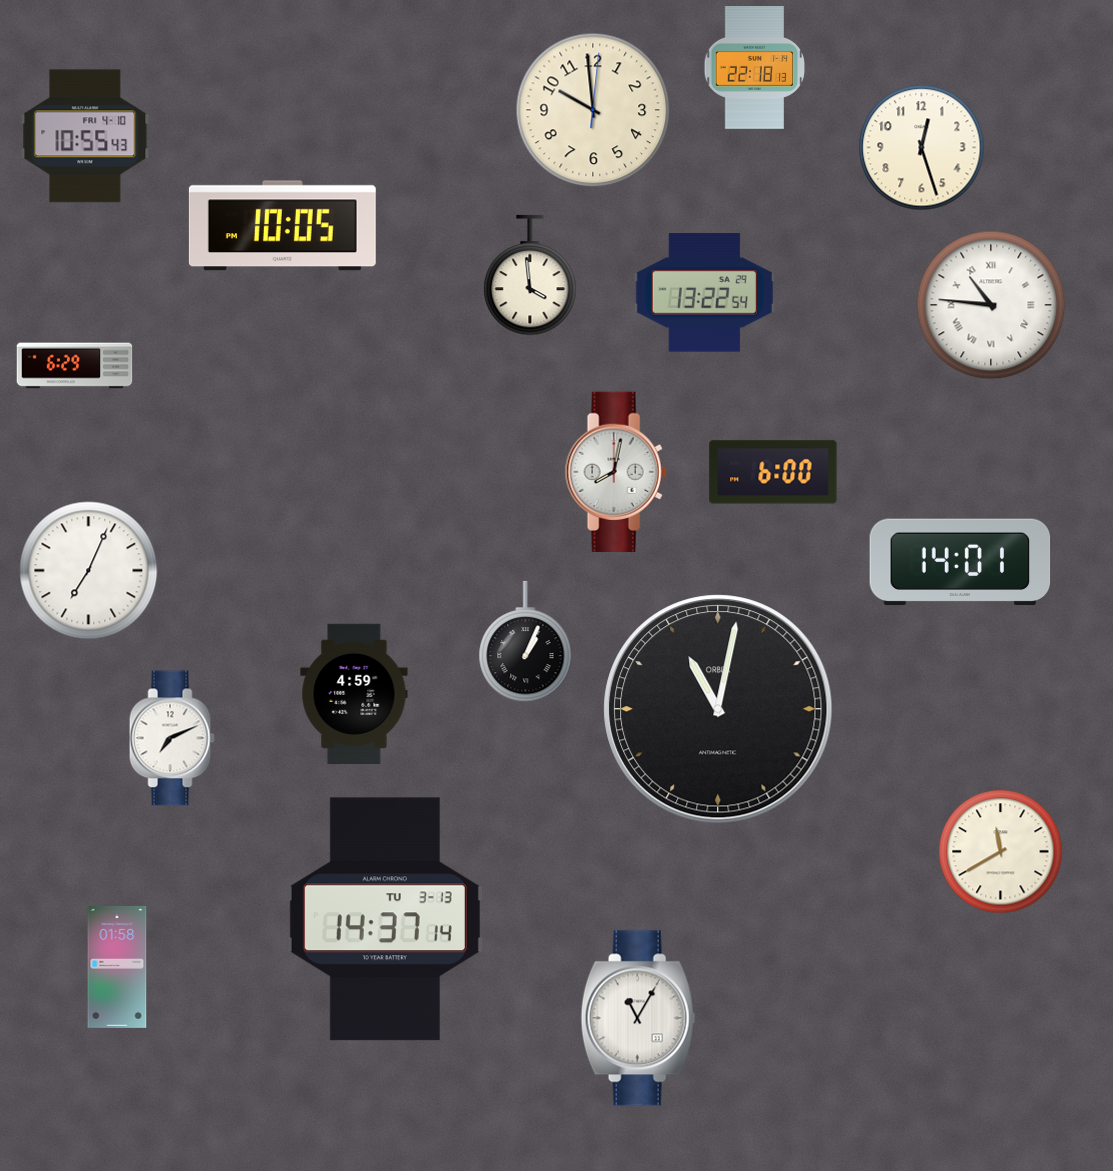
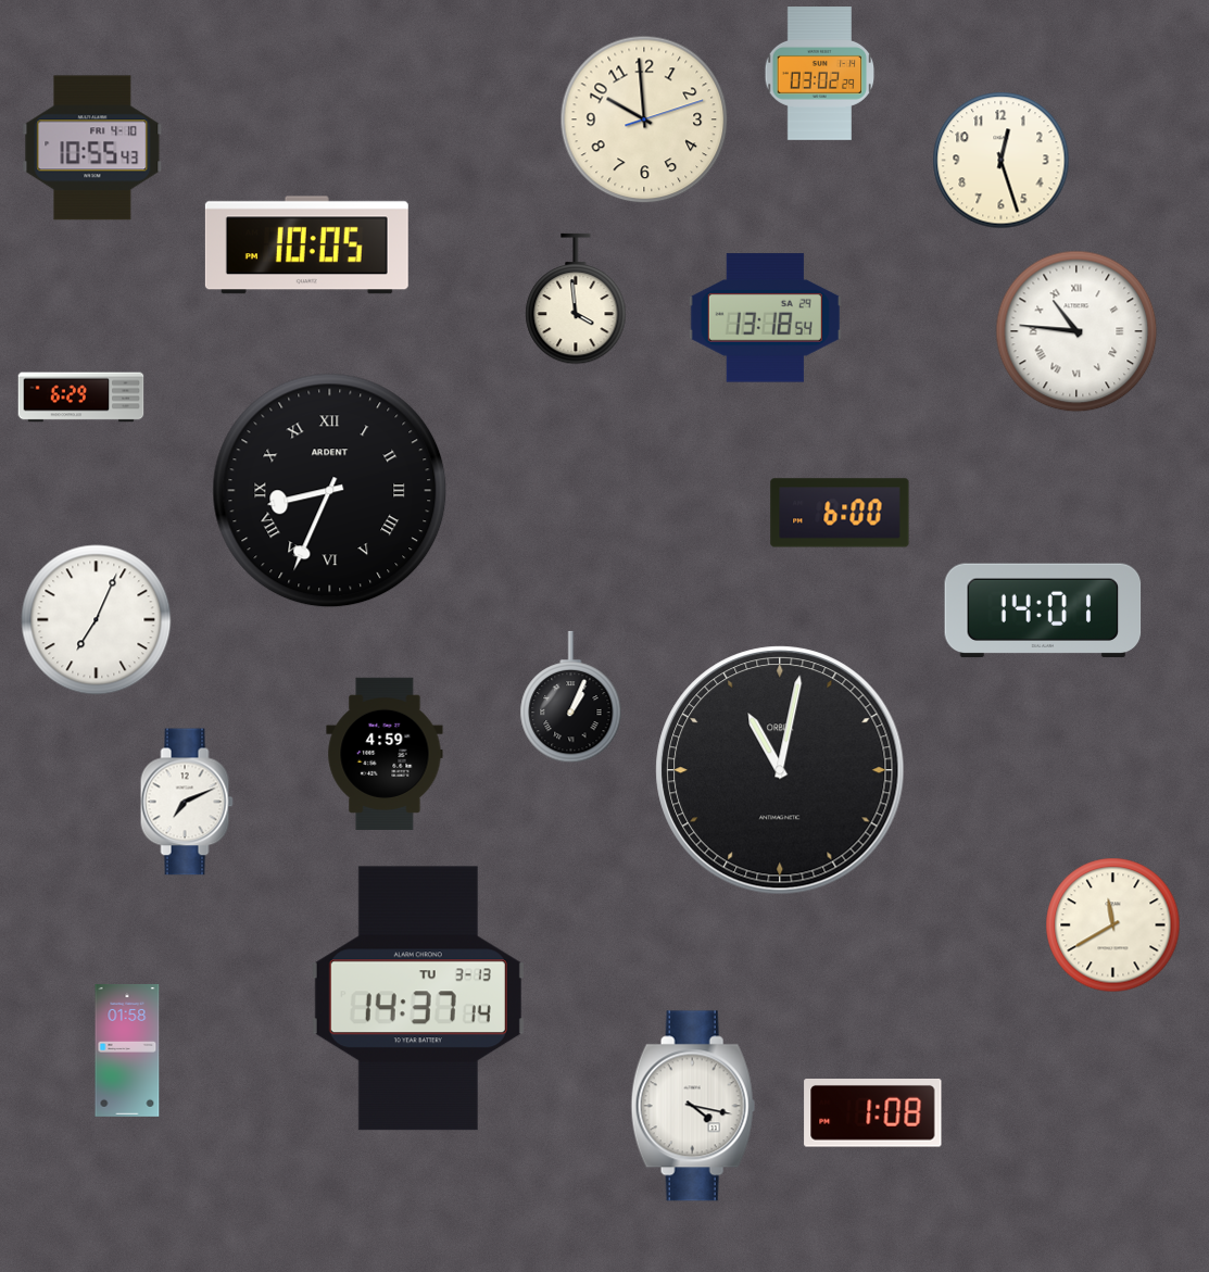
clock at (755, 68): 22:18 -> 03:02
clock at (593, 110): 9:59:01 -> 9:59:12
clock at (704, 293): 13:22 -> 13:18
clock at (330, 491): none -> 8:34
clock at (616, 471): 8:02 -> none
clock at (1001, 852) position: (1001, 852) -> (1113, 925)
clock at (638, 1018): 11:05 -> 4:17
clock at (873, 1113): none -> 1:08
